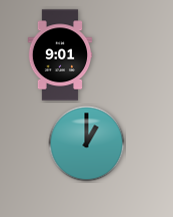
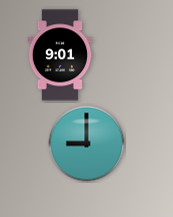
clock at (87, 144): 1:00 -> 9:00
